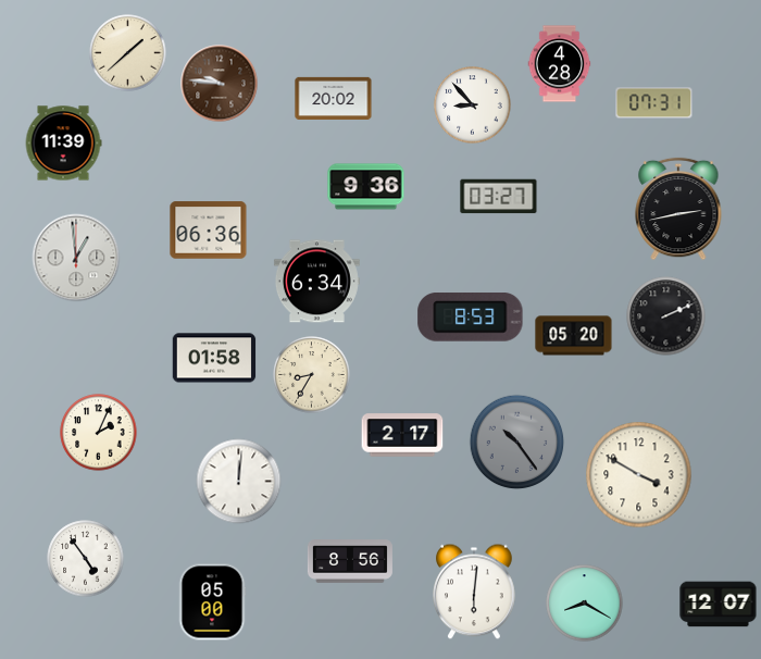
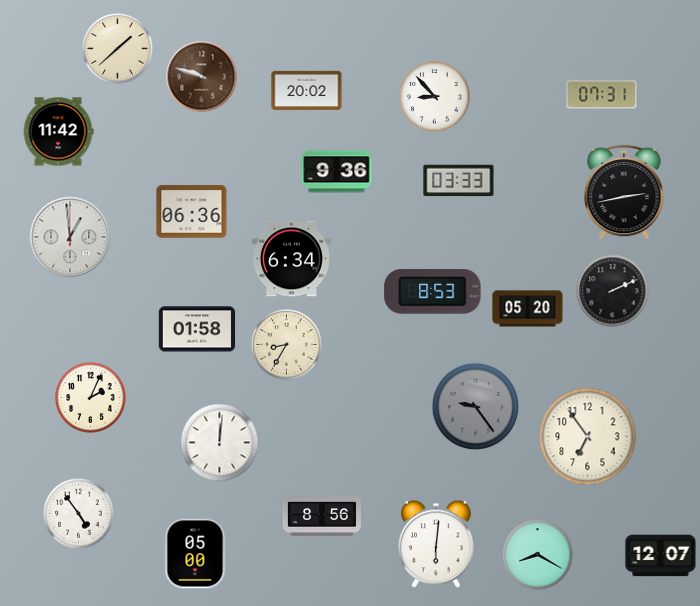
clock at (560, 64): 4:28 -> none
clock at (220, 84): 9:46 -> 9:48
clock at (63, 144): 11:39 -> 11:42
clock at (499, 197): 03:27 -> 03:33
clock at (402, 435): 2:17 -> none
clock at (517, 443): 10:24 -> 9:24
clock at (639, 475): 3:50 -> 6:54
